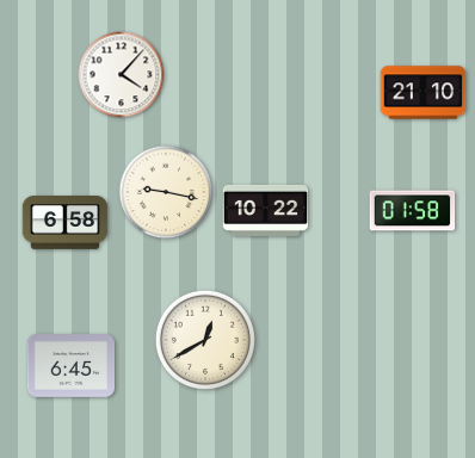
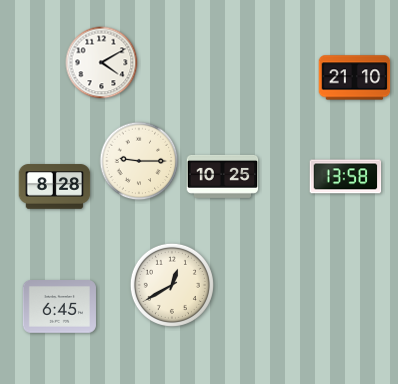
clock at (122, 75): 4:07 -> 4:10
clock at (166, 192): 9:17 -> 9:15
clock at (266, 210): 10:22 -> 10:25
clock at (413, 211): 01:58 -> 13:58
clock at (66, 223): 6:58 -> 8:28
